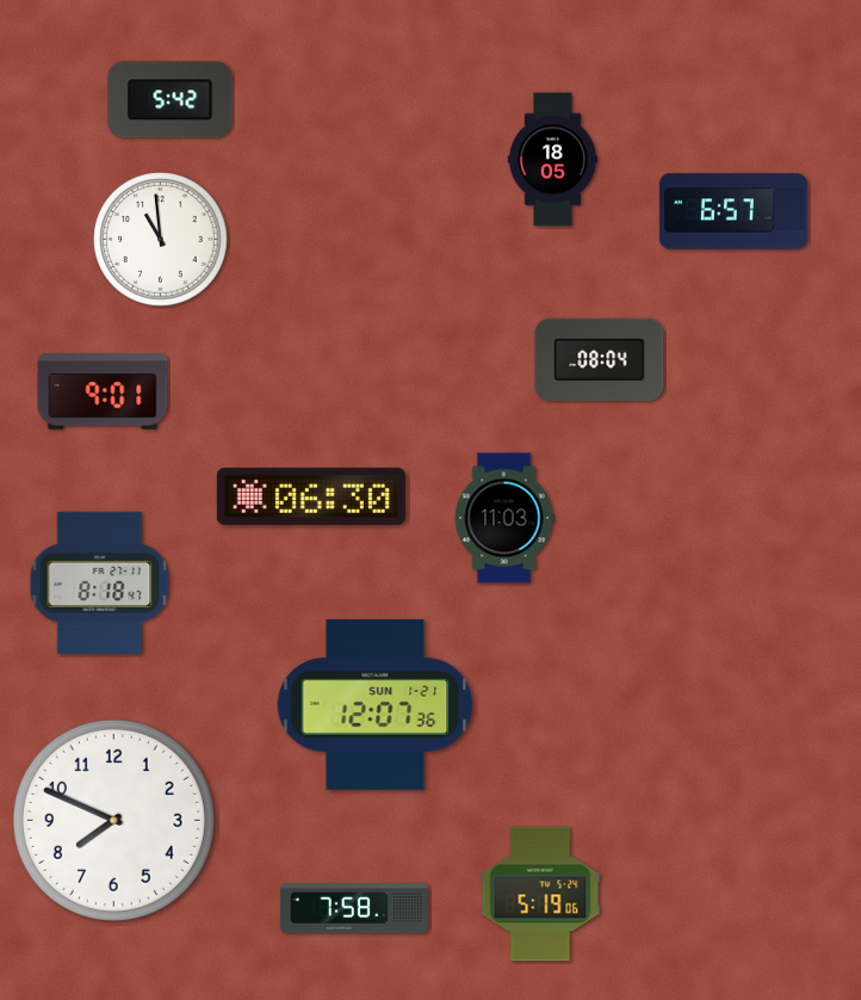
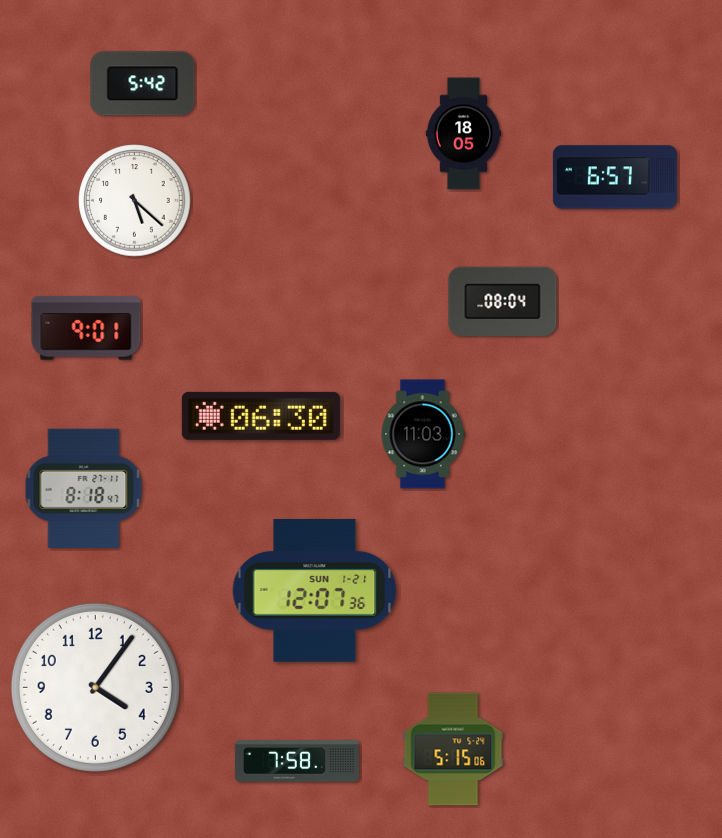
clock at (161, 240): 10:59 -> 5:22
clock at (113, 820): 7:49 -> 4:06
clock at (540, 894): 5:19 -> 5:15
